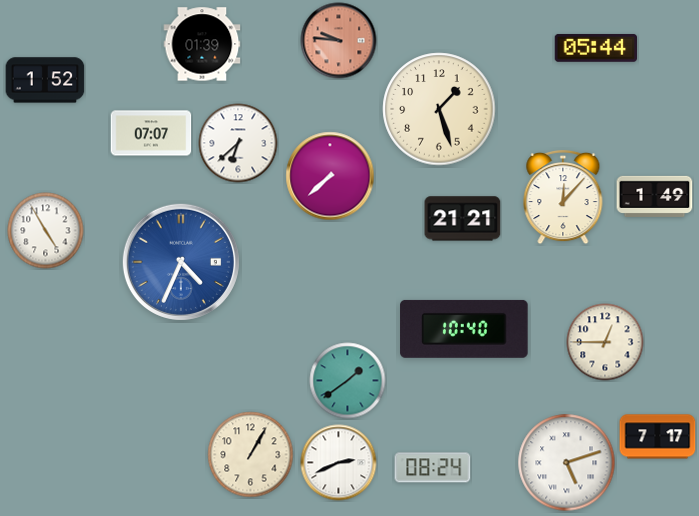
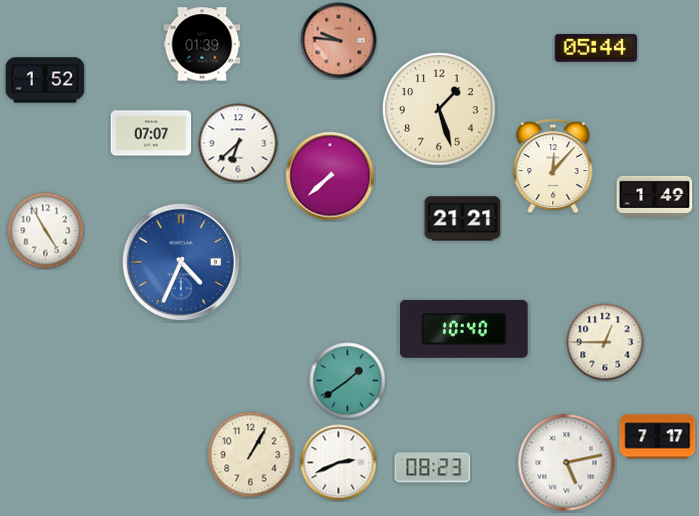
clock at (563, 197) position: (563, 197) -> (553, 166)
clock at (567, 463): 5:12 -> 5:13
clock at (433, 468): 08:24 -> 08:23
